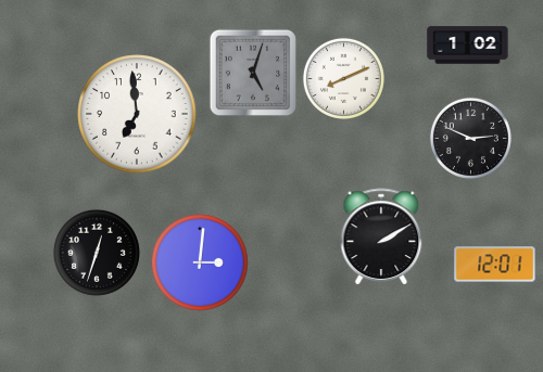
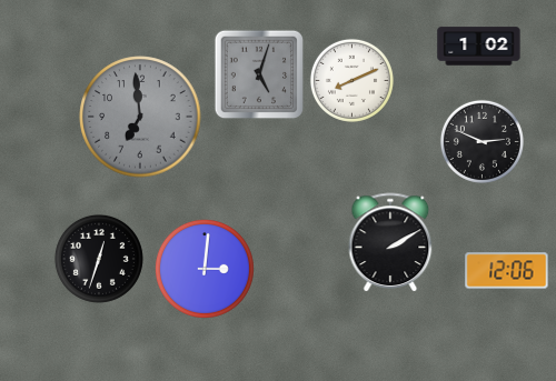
clock at (137, 114) dial: white -> grey
clock at (495, 265): 12:01 -> 12:06
